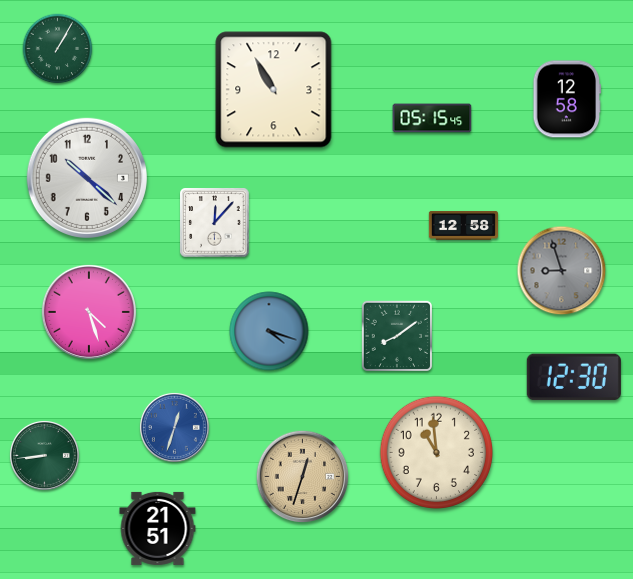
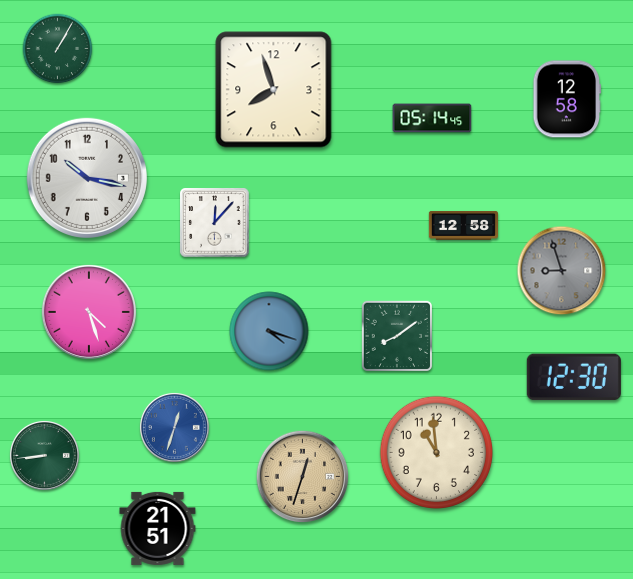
clock at (274, 90): 10:55 -> 7:57
clock at (432, 118): 05:15 -> 05:14
clock at (87, 178): 10:22 -> 10:17
